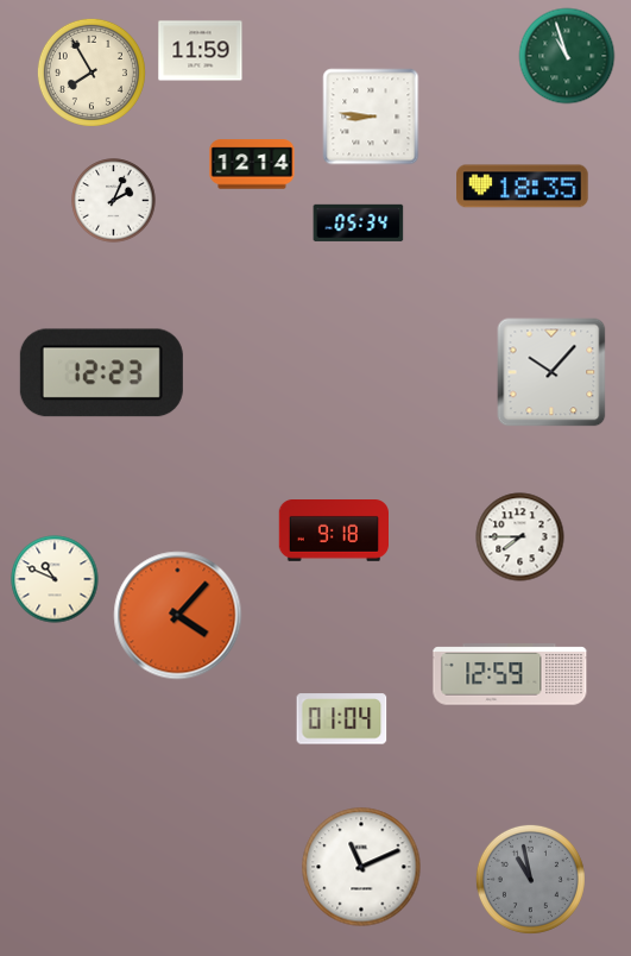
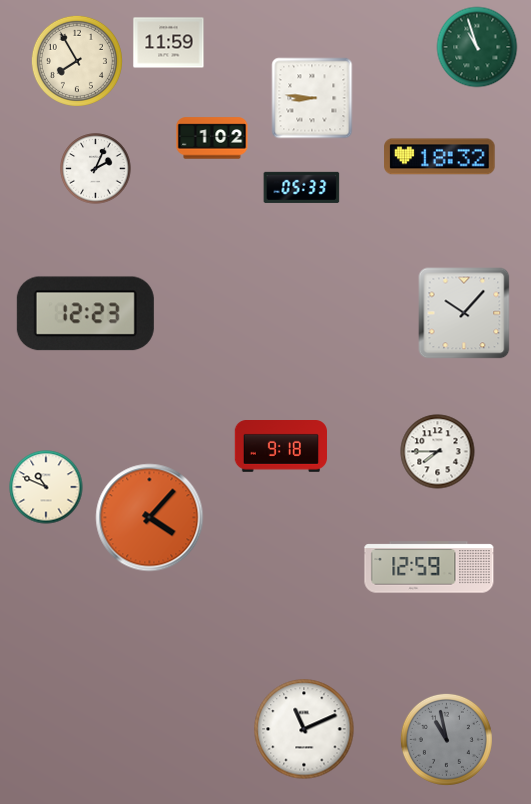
clock at (252, 164): 12:14 -> 1:02
clock at (523, 187): 18:35 -> 18:32
clock at (359, 222): 05:34 -> 05:33
clock at (342, 719): 01:04 -> none
